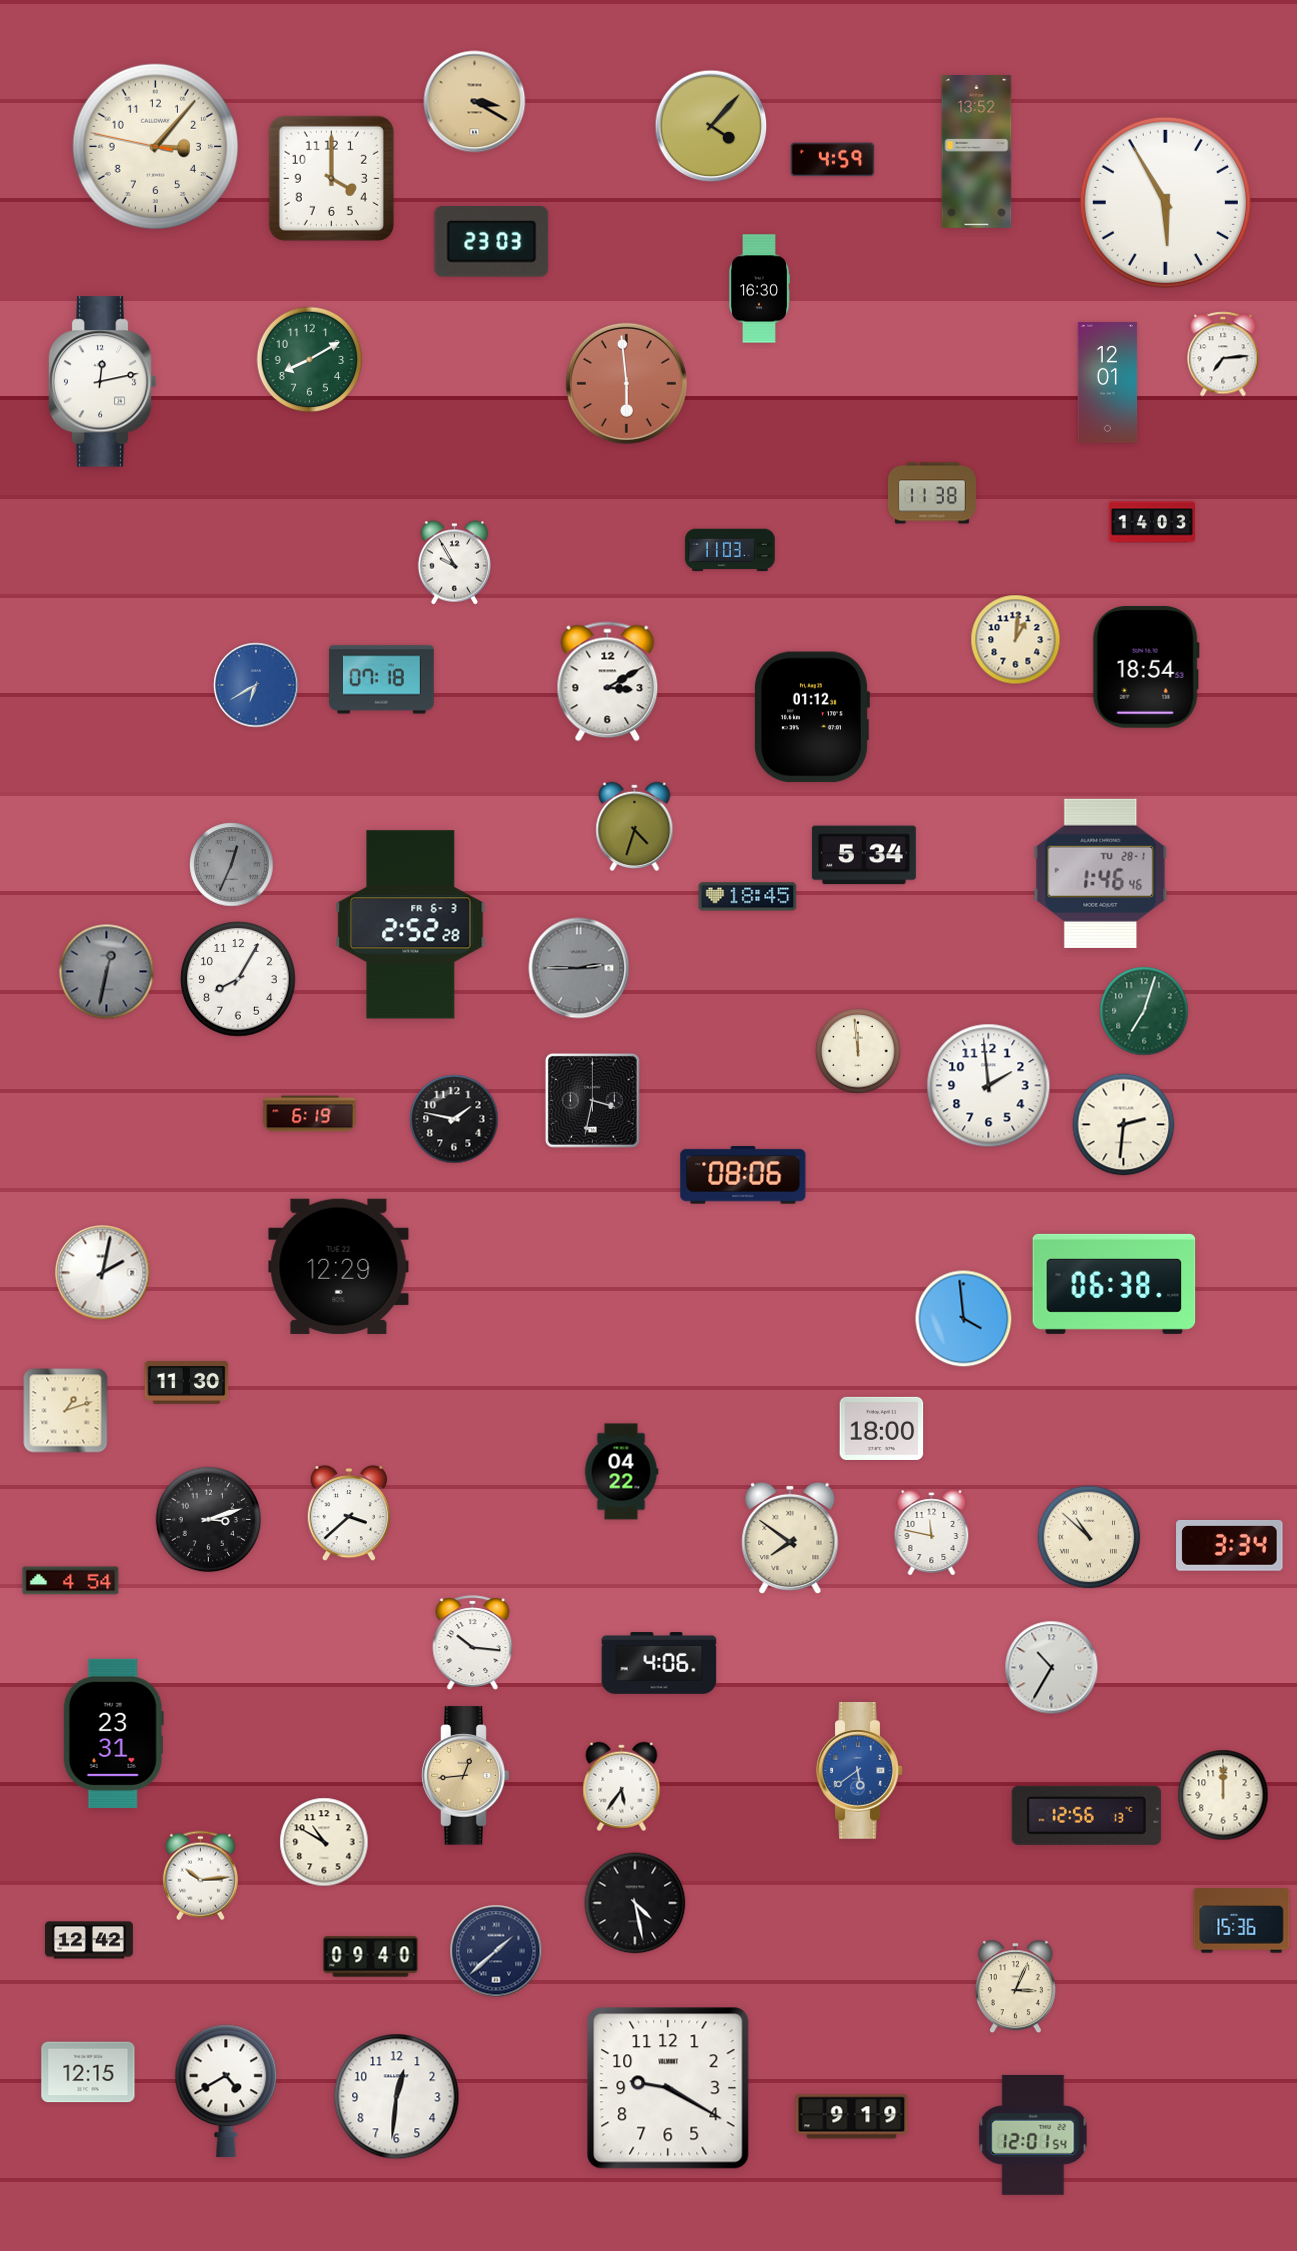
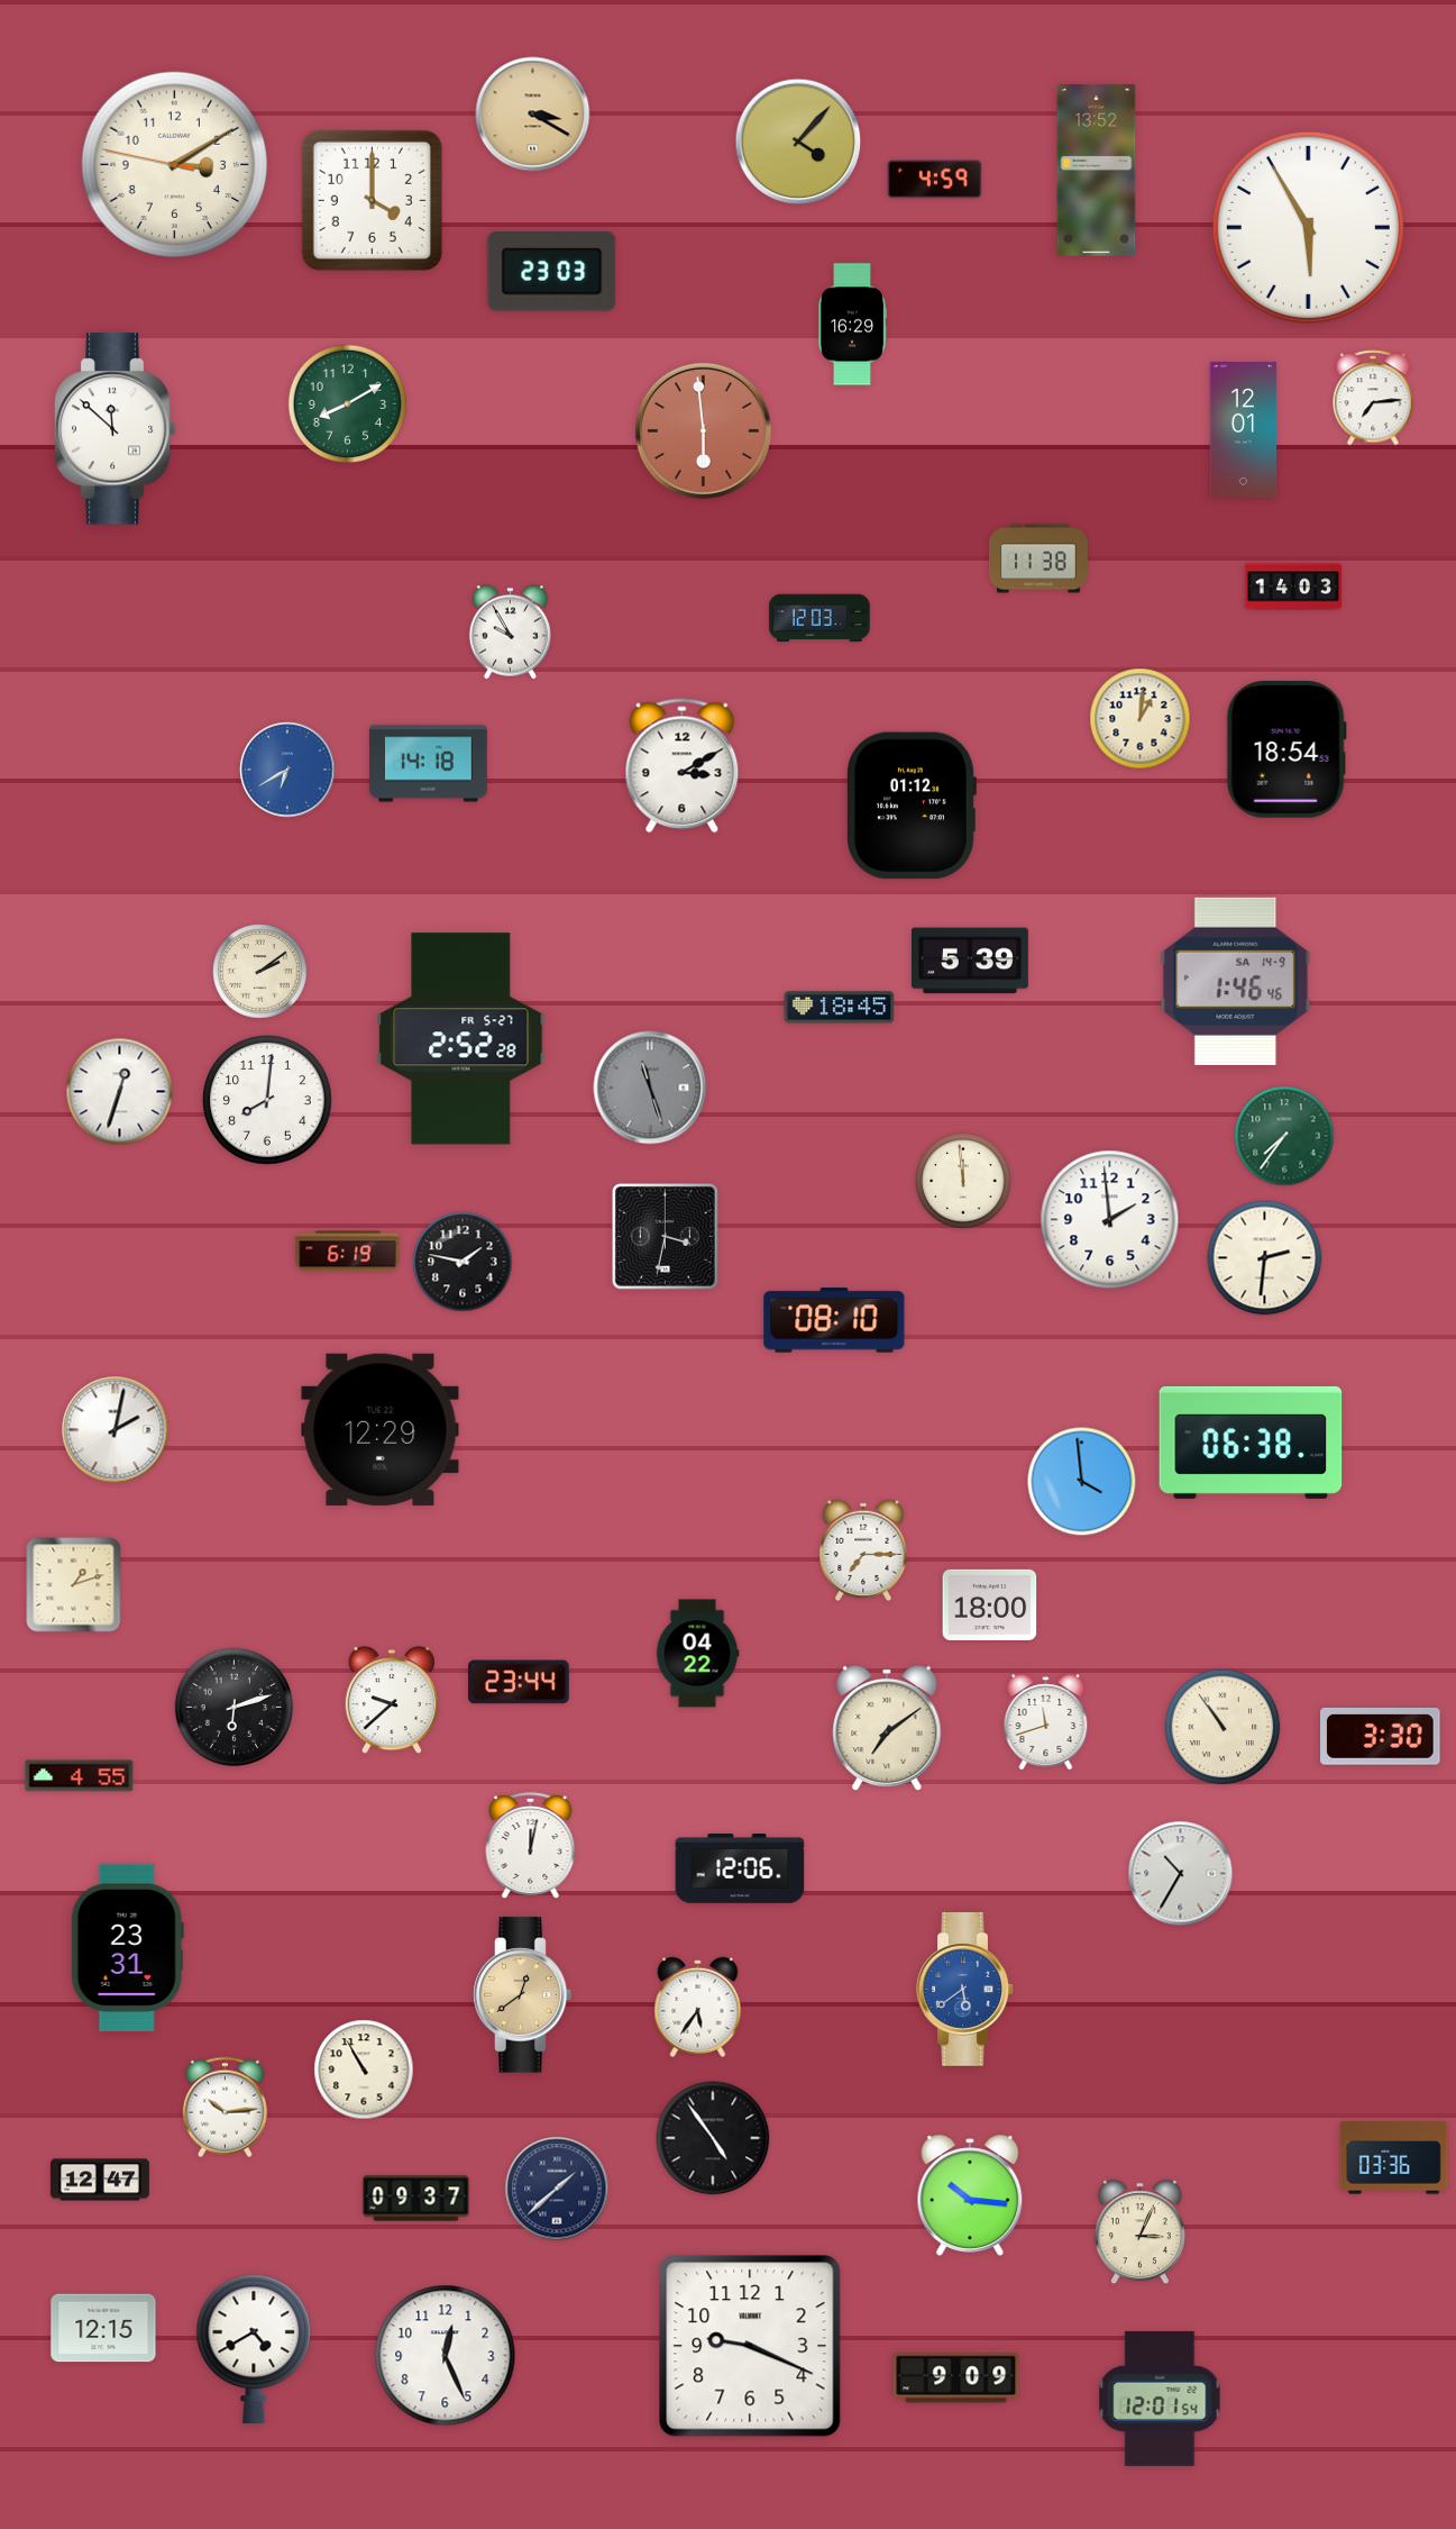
clock at (156, 147): 3:06 -> 3:09
clock at (759, 289): 16:30 -> 16:29
clock at (102, 382): 12:13 -> 11:52
clock at (932, 493) position: (932, 493) -> (1038, 558)
clock at (730, 550): 11:03 -> 12:03
clock at (382, 680): 07:18 -> 14:18
clock at (635, 826): 4:33 -> none
clock at (864, 855): 5:34 -> 5:39
clock at (232, 865): 12:34 -> 2:09
clock at (232, 865) dial: grey -> cream
clock at (1101, 873) date: TU 28-1 -> SA 14-9
clock at (411, 925) date: FR 6-3 -> FR 5-27
clock at (579, 968): 2:45 -> 11:27
clock at (107, 972): 12:32 -> 12:33
clock at (107, 972) dial: grey -> white
clock at (238, 979): 8:05 -> 8:01
clock at (1144, 1011): 7:03 -> 7:36
clock at (454, 1119) position: (454, 1119) -> (463, 1262)
clock at (1124, 1125) position: (1124, 1125) -> (1265, 1258)
clock at (743, 1175): 08:06 -> 08:10
clock at (339, 1266) position: (339, 1266) -> (381, 1429)
clock at (863, 1550): none -> 7:15
clock at (187, 1382): 11:30 -> none
clock at (519, 1682): none -> 23:44
clock at (349, 1513): 3:38 -> 9:38
clock at (209, 1520): 3:12 -> 6:12
clock at (932, 1533): 11:47 -> 11:42
clock at (1089, 1537): 10:52 -> 10:54
clock at (790, 1538): 7:51 -> 7:09
clock at (1230, 1546): 3:34 -> 3:30
clock at (71, 1581): 4:54 -> 4:55
clock at (473, 1642): 10:16 -> 12:02
clock at (659, 1663): 4:06 -> 12:06
clock at (466, 1776): 12:44 -> 12:39
clock at (1223, 1795): 12:00 -> none
clock at (1086, 1815): 12:56 -> none
clock at (324, 1842): 10:50 -> 10:55
clock at (635, 1903): 4:28 -> 4:54
clock at (1242, 1921): 15:36 -> 03:36
clock at (89, 1940): 12:42 -> 12:47
clock at (496, 1951) position: (496, 1951) -> (557, 2189)
clock at (970, 2195): none -> 10:16
clock at (371, 1957): 09:40 -> 09:37
clock at (88, 2072) position: (88, 2072) -> (103, 2328)
clock at (668, 2088): 9:20 -> 9:19
clock at (397, 2097): 12:31 -> 12:26
clock at (852, 2117): 9:19 -> 9:09
